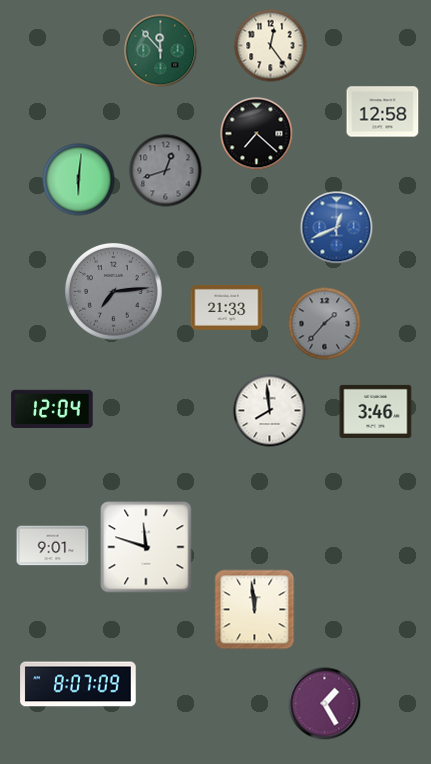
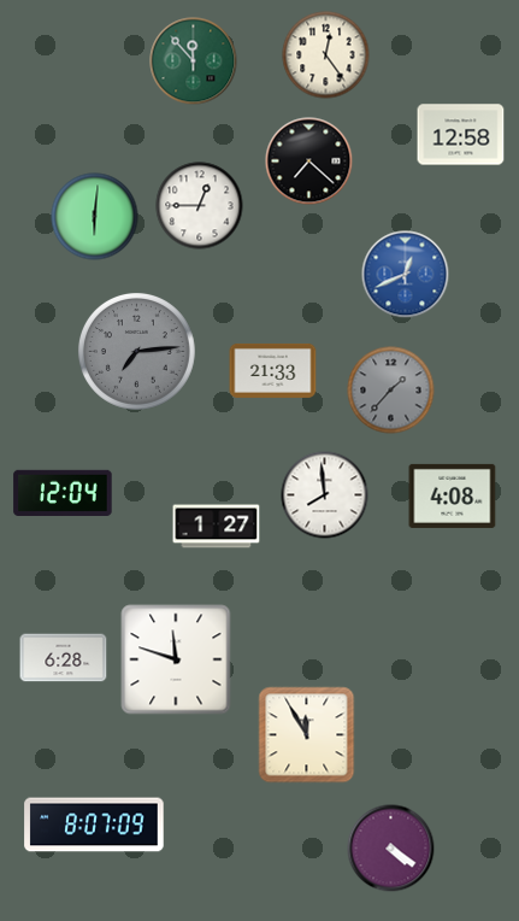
clock at (166, 171): 12:42 -> 12:45
clock at (166, 171) dial: grey -> white
clock at (376, 411): 3:46 -> 4:08
clock at (217, 527): none -> 1:27
clock at (53, 546): 9:01 -> 6:28
clock at (255, 610): 11:59 -> 11:55
clock at (325, 704): 1:25 -> 4:21
